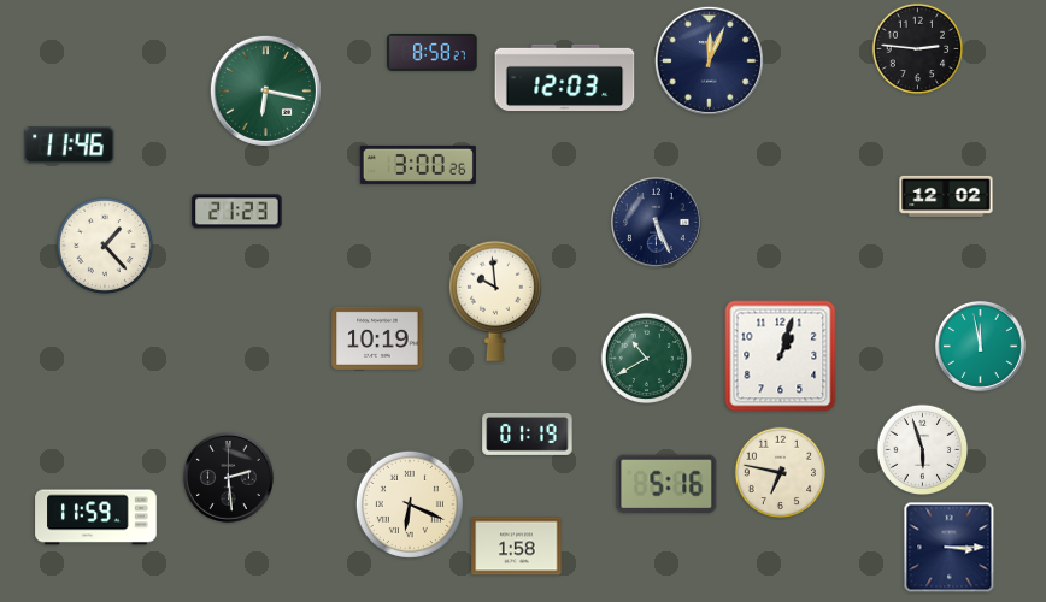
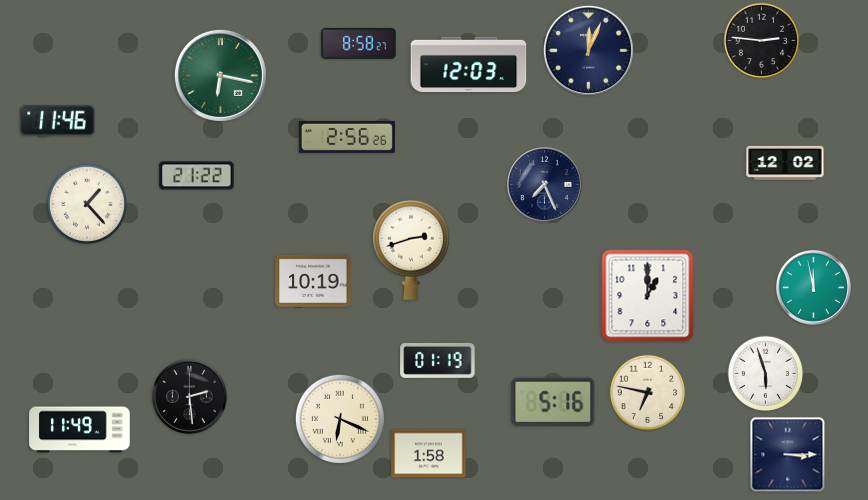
clock at (418, 165): 3:00 -> 2:56
clock at (237, 212): 21:23 -> 21:22
clock at (656, 222): 5:26 -> 7:26
clock at (495, 301): 9:59 -> 2:42
clock at (781, 356): 1:03 -> 1:00
clock at (647, 359): 10:40 -> none
clock at (96, 518): 11:59 -> 11:49
